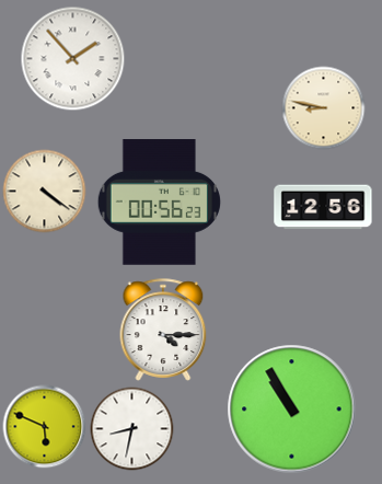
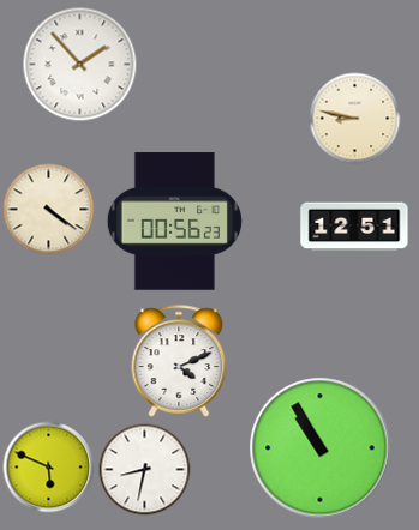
clock at (323, 207): 12:56 -> 12:51
clock at (163, 330): 4:15 -> 4:11
